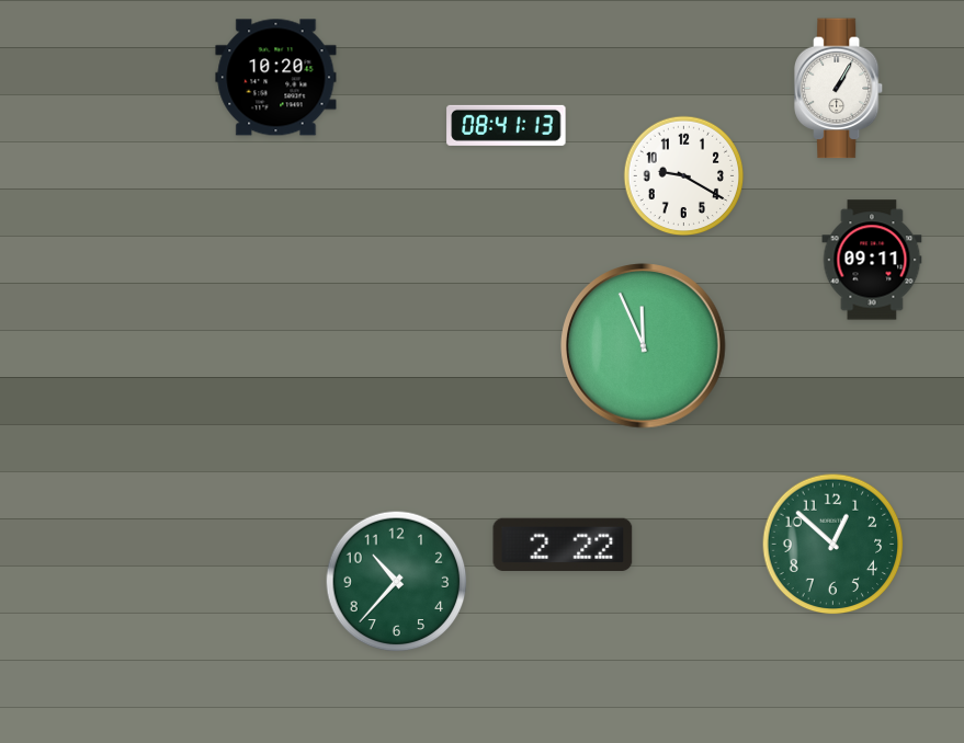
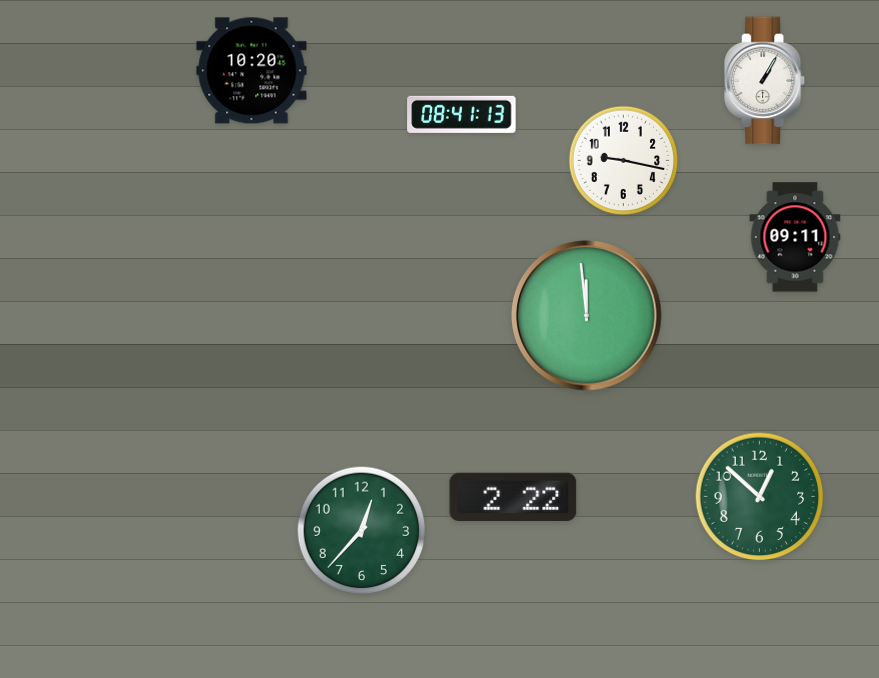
clock at (684, 176): 9:20 -> 9:17
clock at (644, 346): 11:56 -> 11:59
clock at (397, 582): 10:37 -> 12:37
